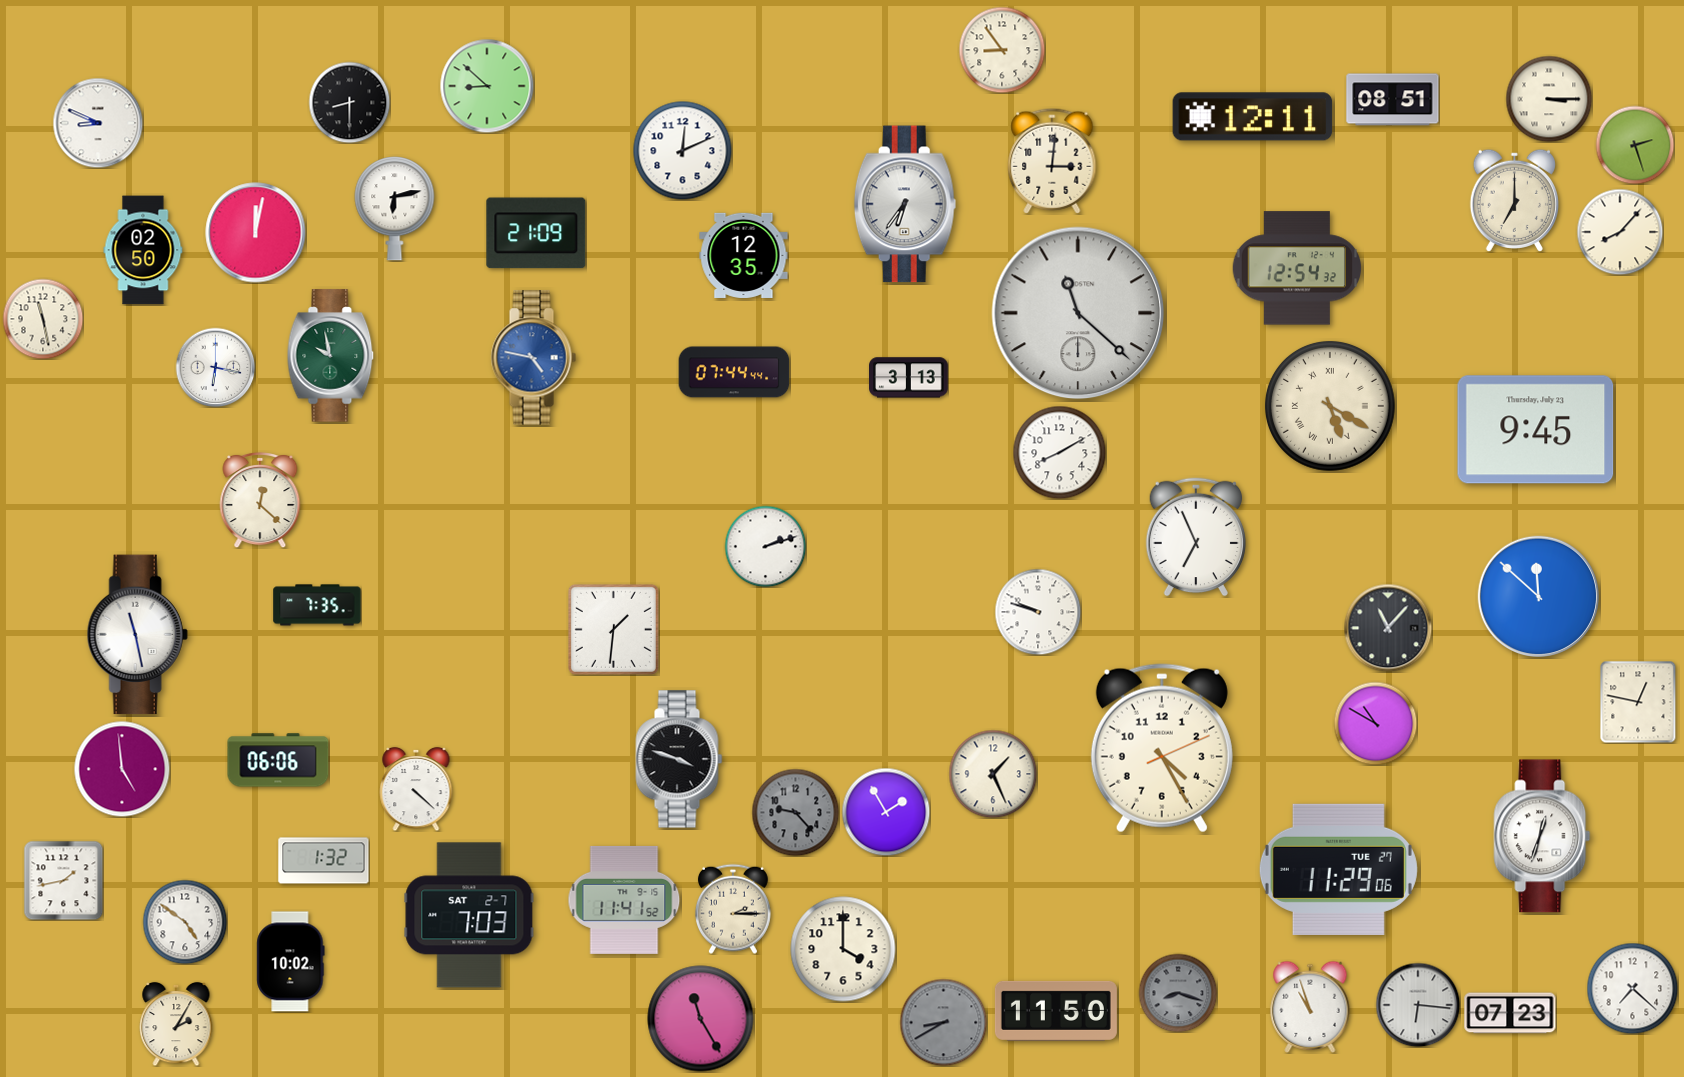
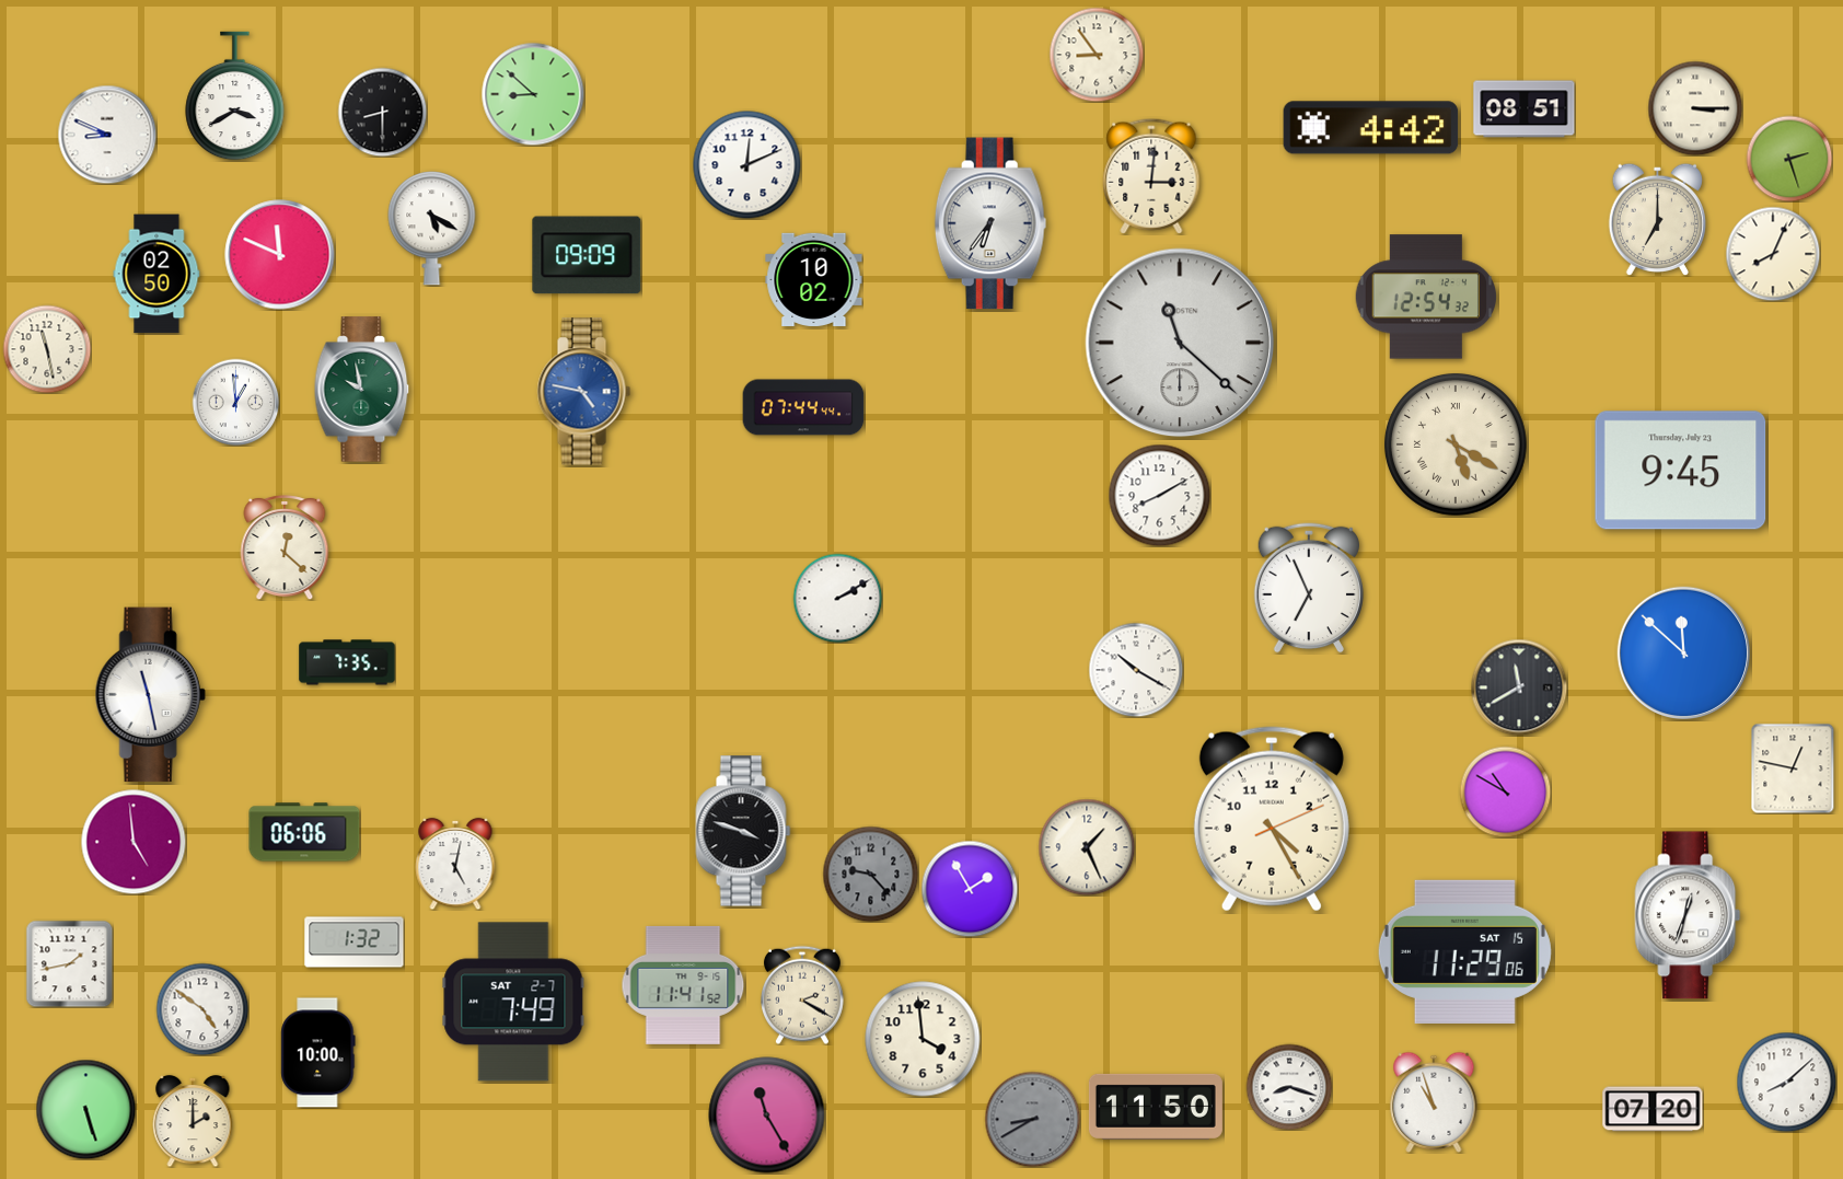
clock at (235, 96): none -> 3:40
clock at (1253, 117): 12:11 -> 4:42
clock at (395, 209): 6:13 -> 5:20
clock at (1620, 232): 8:07 -> 8:04
clock at (256, 233): 12:02 -> 11:49
clock at (536, 233): 21:09 -> 09:09
clock at (744, 255): 12:35 -> 10:02
clock at (1297, 268) position: (1297, 268) -> (1426, 297)
clock at (215, 367): 6:17 -> 12:59
clock at (909, 378): 3:13 -> none
clock at (765, 546): 2:12 -> 2:10
clock at (1038, 612): 9:48 -> 10:20
clock at (1388, 628): 11:07 -> 11:40
clock at (613, 629): 1:31 -> none
clock at (416, 789): 4:22 -> 5:02
clock at (795, 812) position: (795, 812) -> (870, 874)
clock at (1338, 869) date: TUE 27 -> SAT 15
clock at (733, 909): 2:15 -> 2:20
clock at (469, 915): 7:03 -> 7:49
clock at (843, 949): 4:00 -> 3:59
clock at (291, 962): 10:02 -> 10:00
clock at (1632, 988): 7:22 -> 8:08
clock at (1178, 993) dial: grey -> white
clock at (1418, 1005): 6:16 -> none
clock at (85, 1109): none -> 5:27
clock at (1510, 1013): 07:23 -> 07:20
clock at (176, 1024): 2:05 -> 2:00
